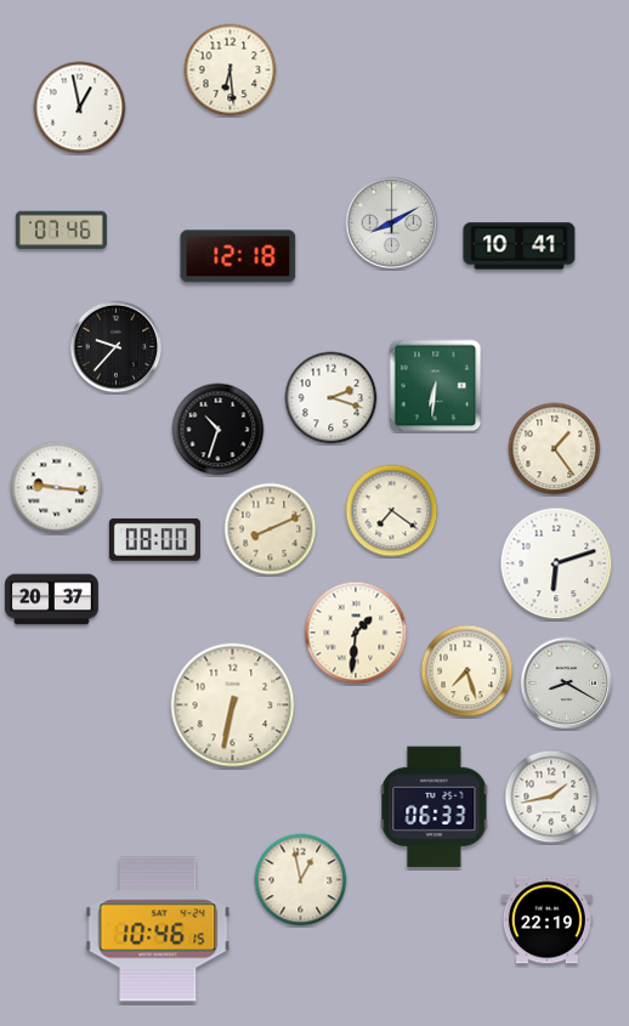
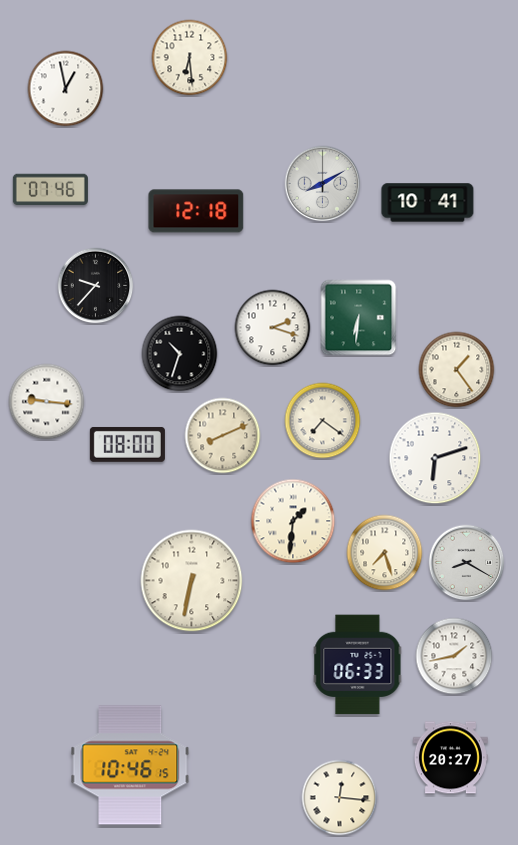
clock at (556, 563) position: (556, 563) -> (435, 458)
clock at (51, 600): 20:37 -> none
clock at (301, 880): 12:58 -> none
clock at (546, 920): 22:19 -> 20:27
clock at (340, 798): none -> 12:16
